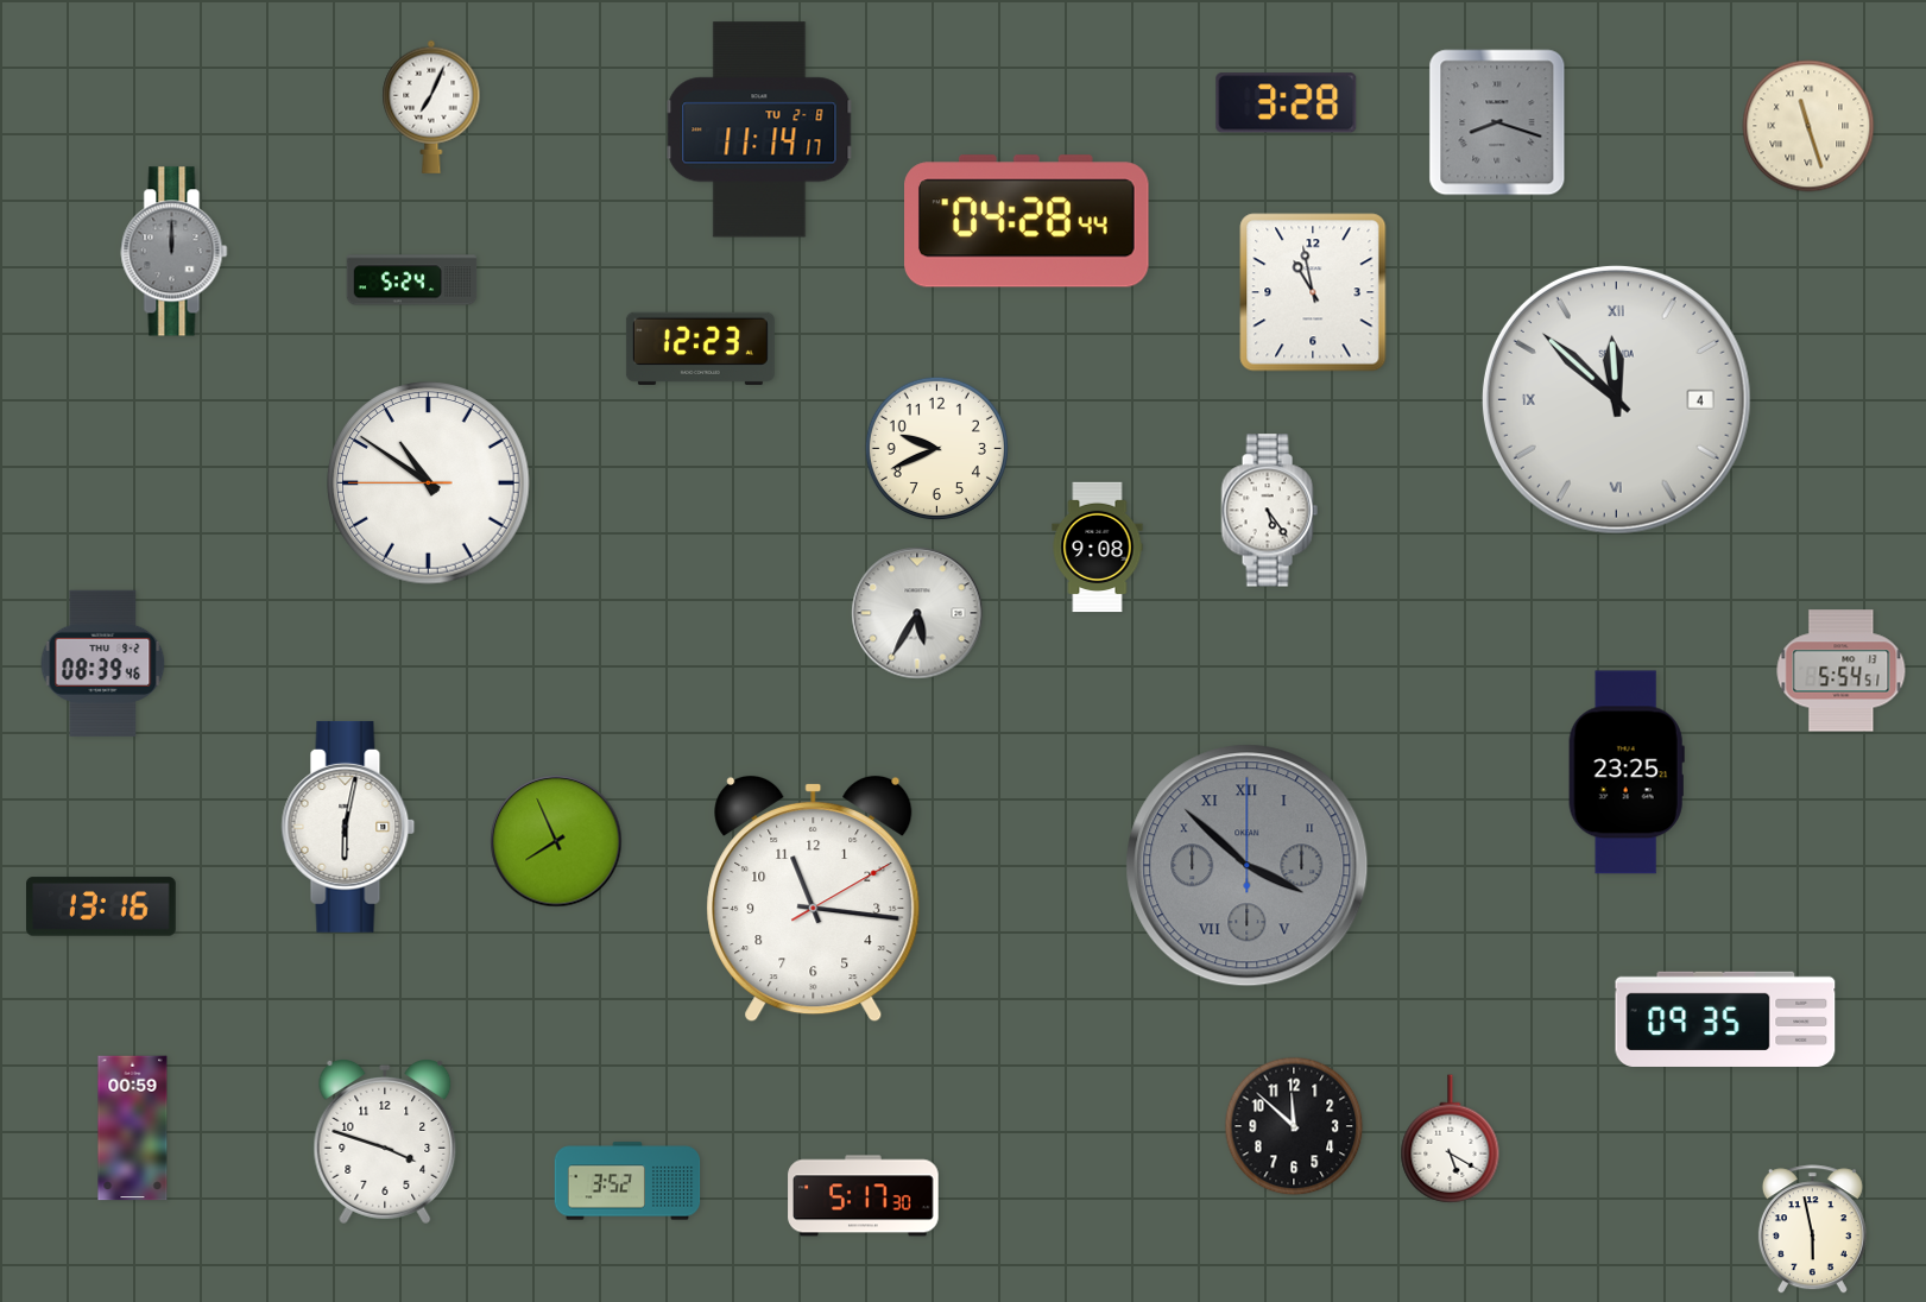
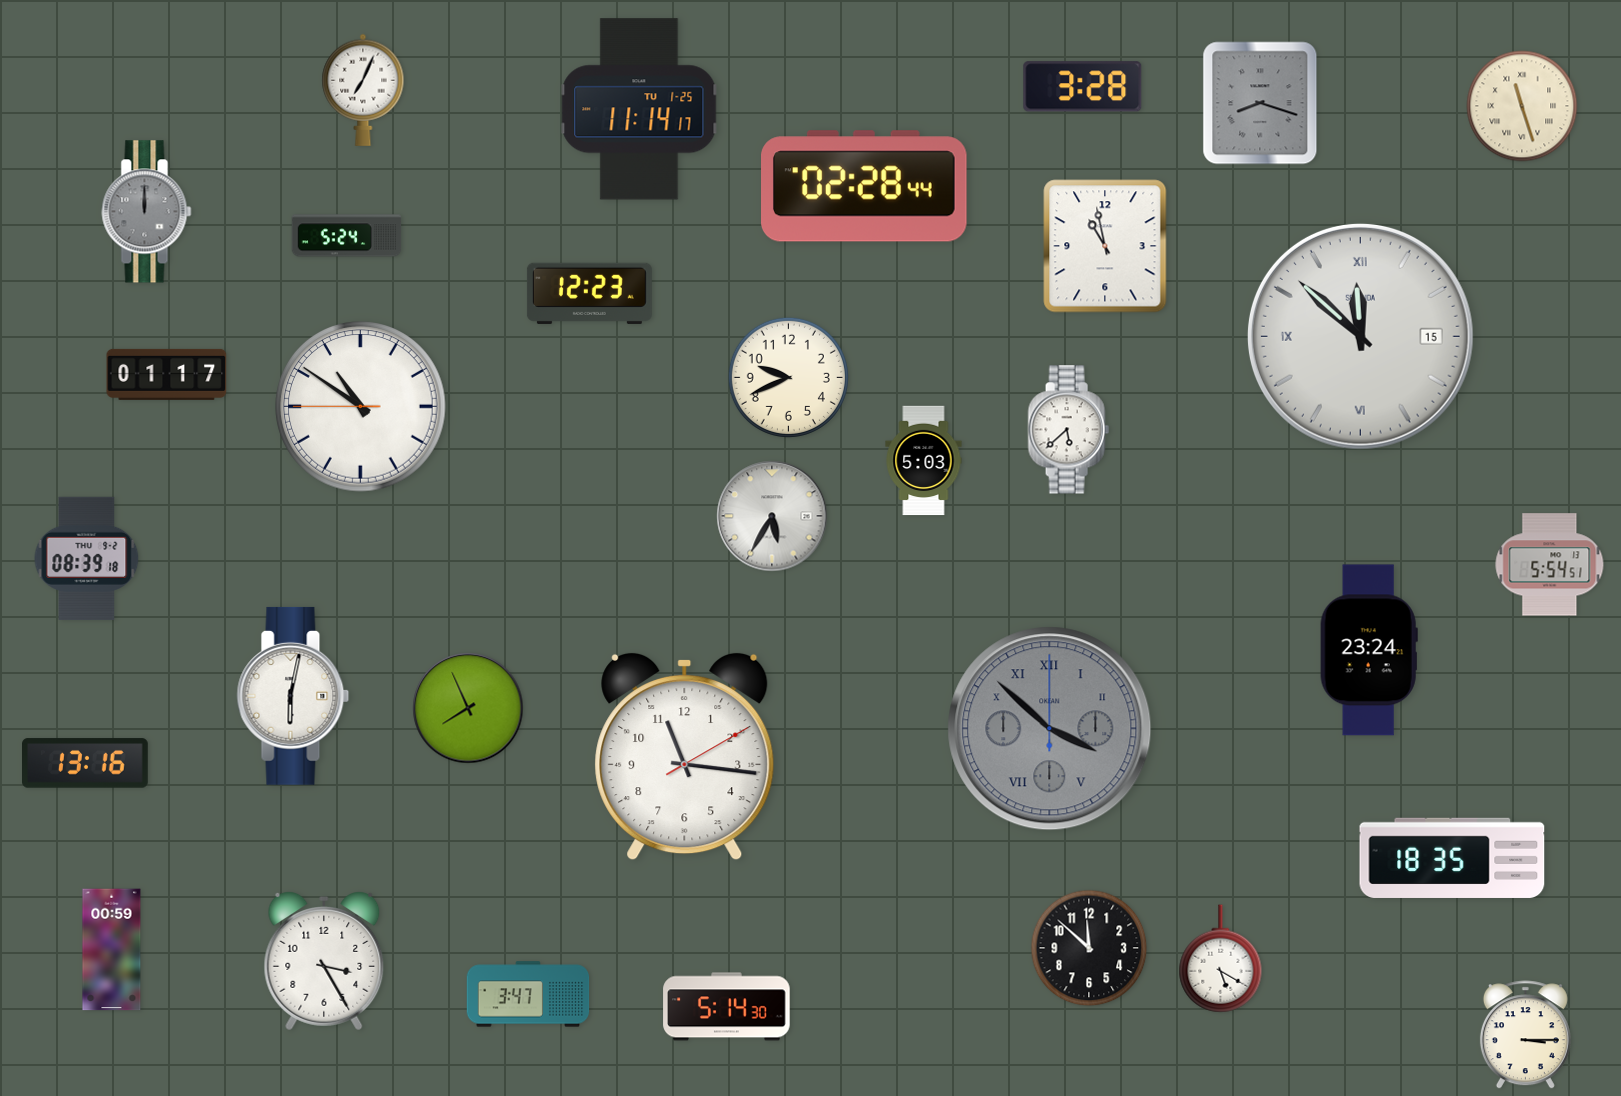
clock at (759, 129) date: TU 2-8 -> TU 1-25
clock at (1028, 221): 04:28 -> 02:28
clock at (1616, 399) date: 4 -> 15
clock at (167, 374): none -> 01:17
clock at (1269, 511): 5:24 -> 5:38
clock at (1098, 548): 9:08 -> 5:03
clock at (103, 663): 08:39:46 -> 08:39:18
clock at (1627, 772): 23:25 -> 23:24
clock at (1725, 1018): 09:35 -> 18:35
clock at (385, 1143): 3:48 -> 3:25
clock at (627, 1181): 3:52 -> 3:47
clock at (864, 1196): 5:17 -> 5:14
clock at (1812, 1230): 5:58 -> 3:15
